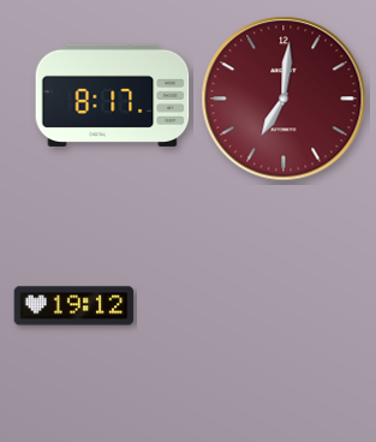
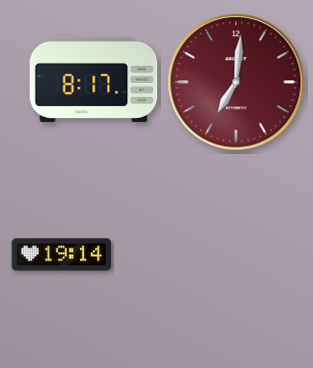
clock at (74, 306): 19:12 -> 19:14
